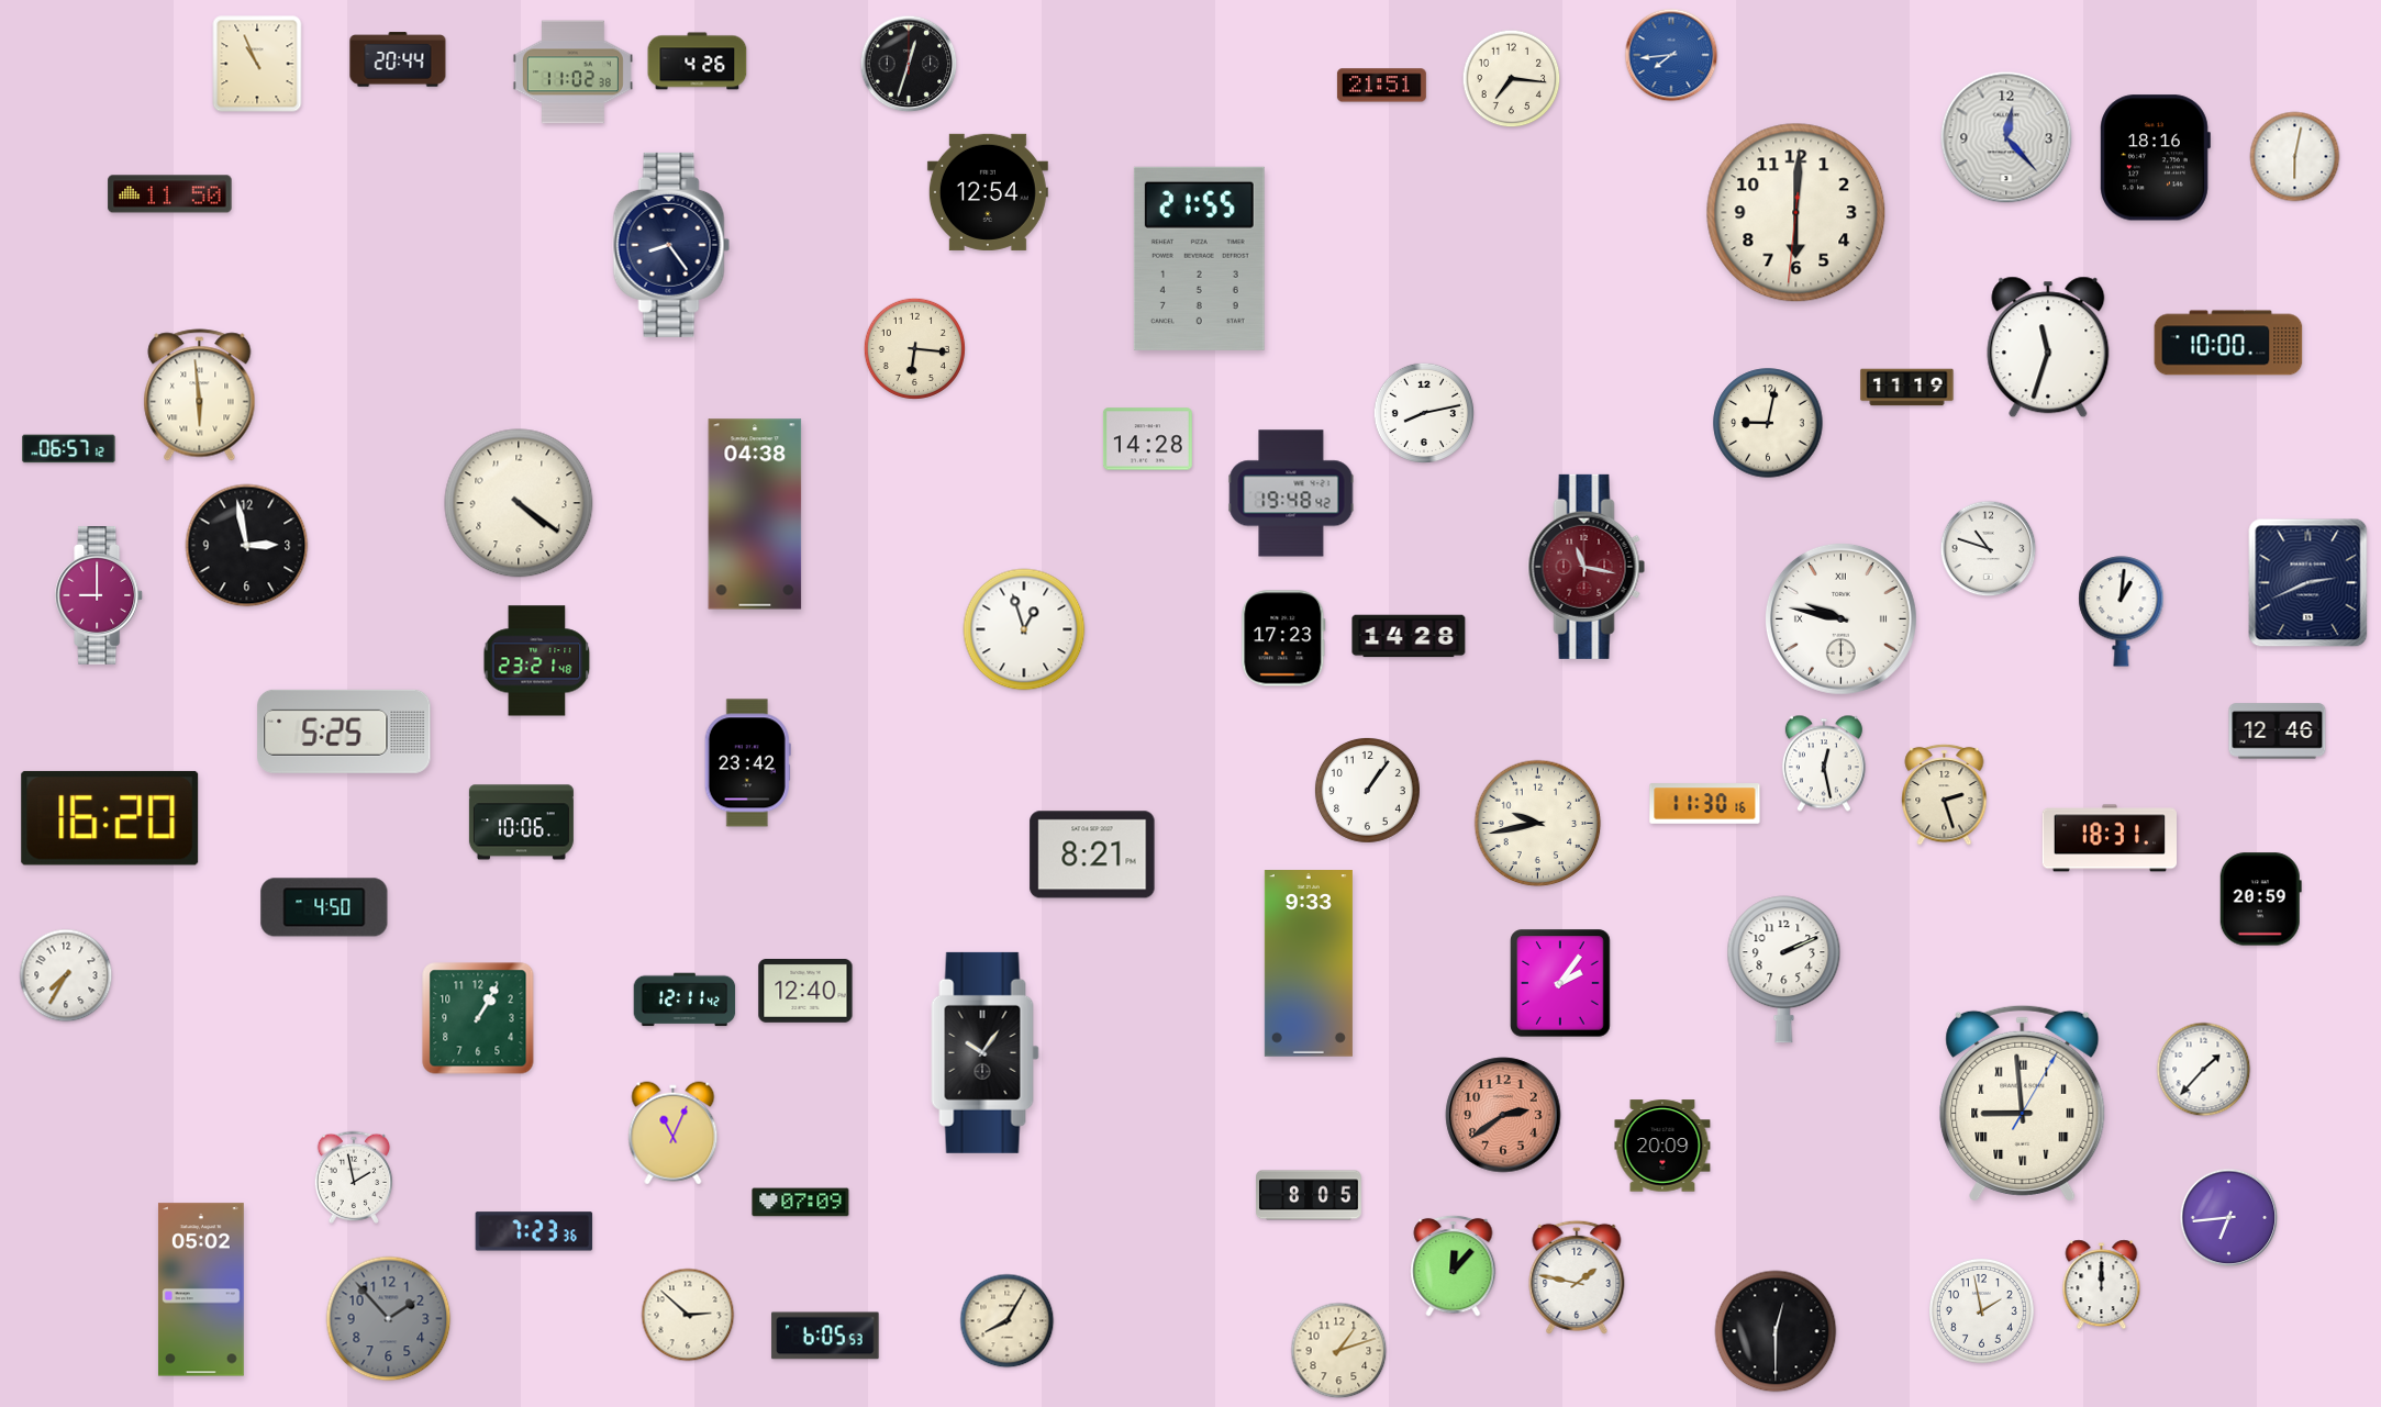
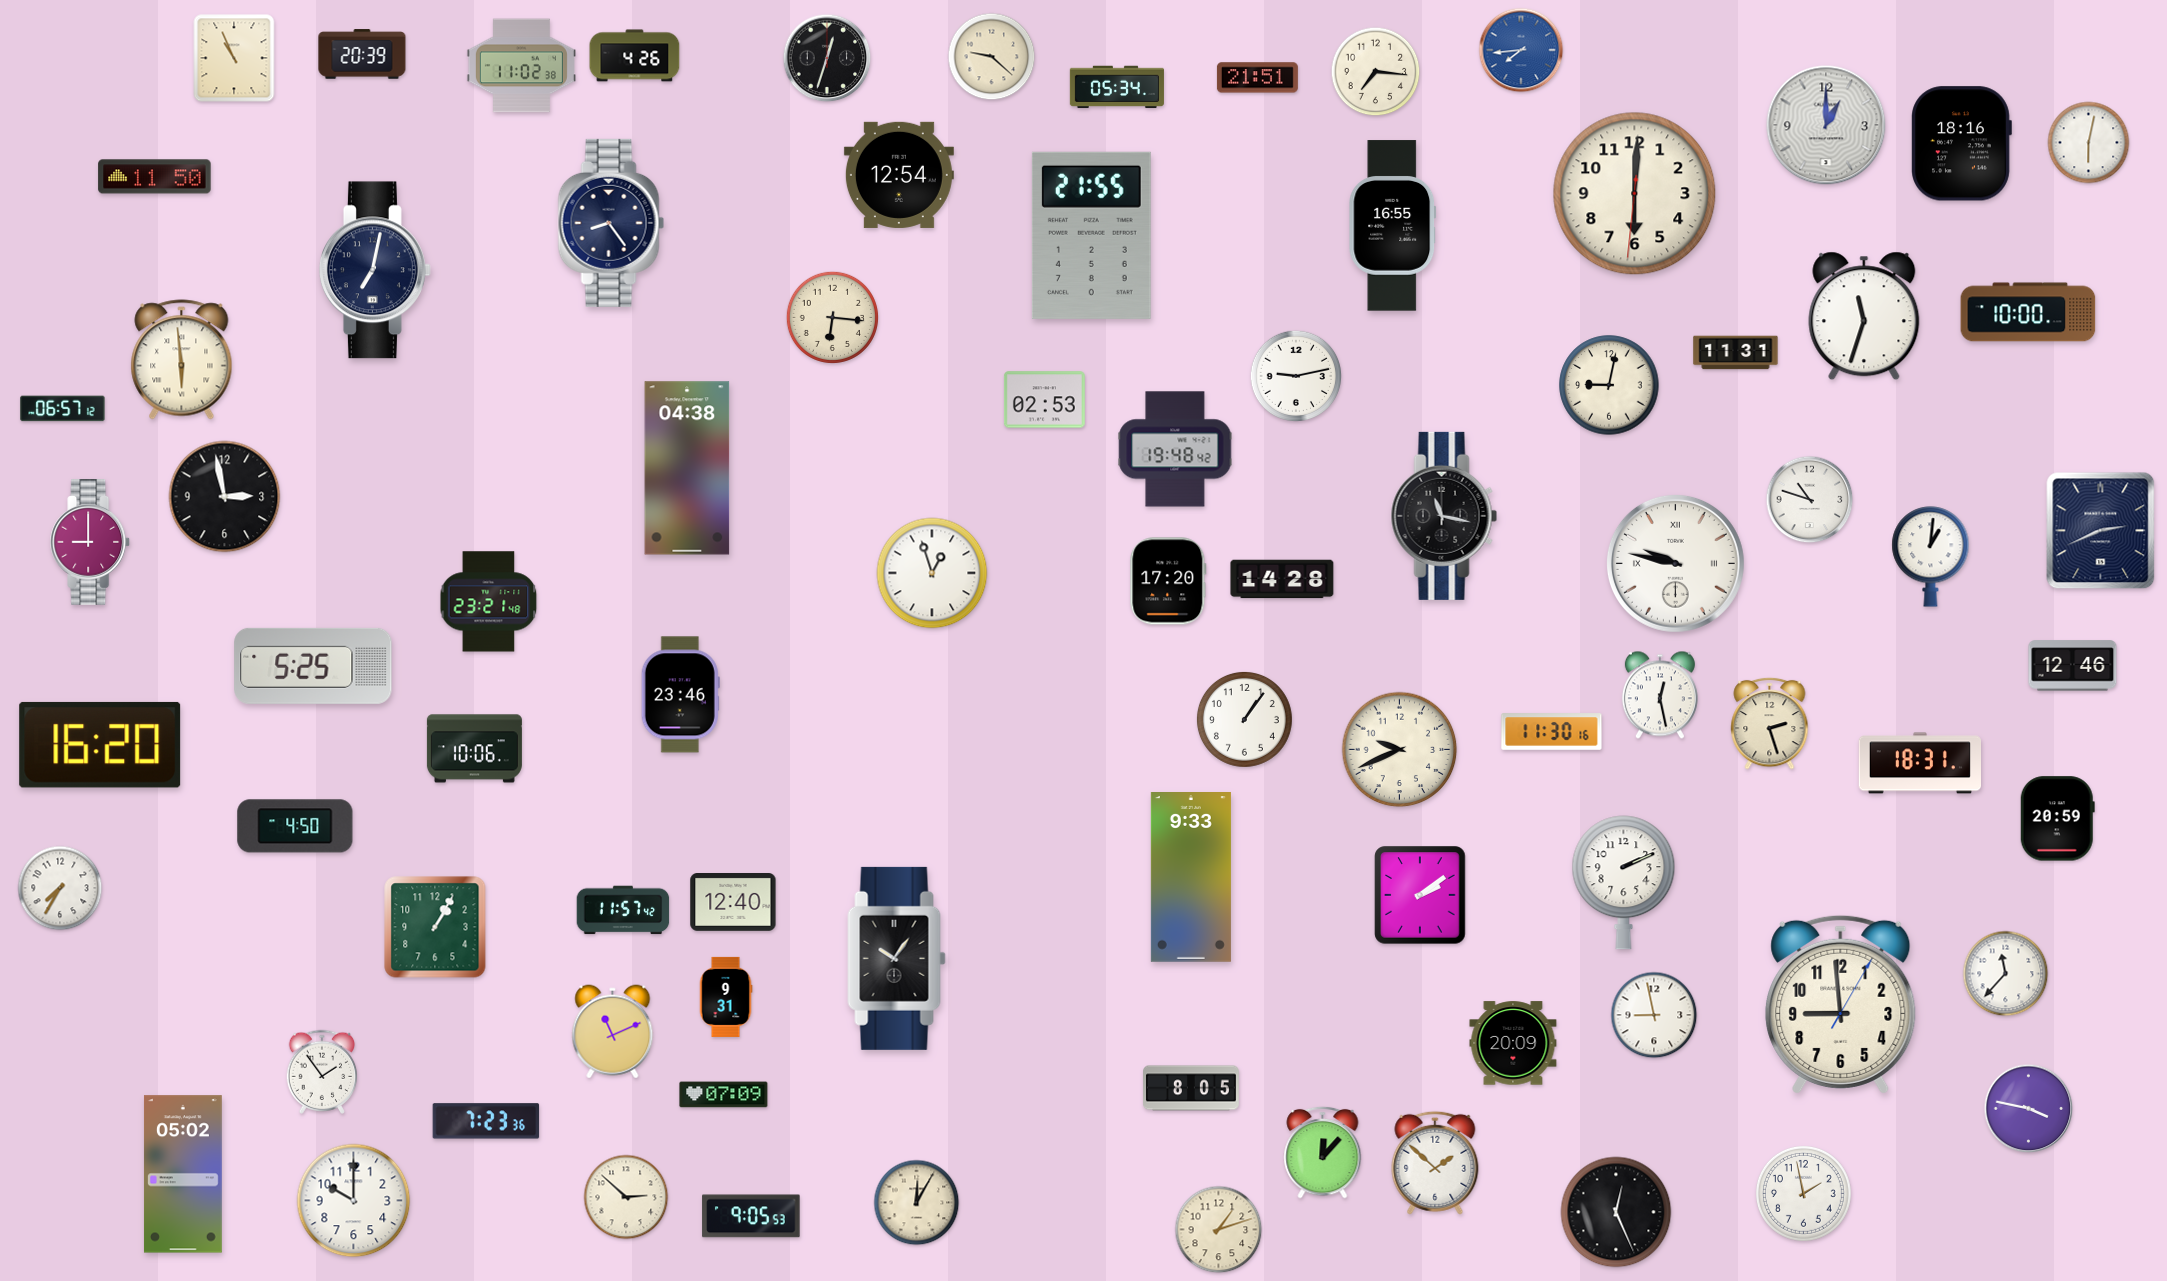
clock at (398, 59): 20:44 -> 20:39
clock at (992, 57): none -> 9:22
clock at (1117, 87): none -> 05:34
clock at (2006, 137): 12:23 -> 1:00
clock at (1393, 226): none -> 16:55
clock at (376, 270): none -> 7:02
clock at (1907, 388): 11:19 -> 11:31
clock at (1423, 412): 8:13 -> 9:13
clock at (1147, 439): 14:28 -> 02:53
clock at (519, 503): 4:21 -> none
clock at (1587, 567) dial: burgundy -> black
clock at (1283, 638): 17:23 -> 17:20
clock at (747, 763): 23:42 -> 23:46
clock at (1538, 824): 9:43 -> 9:41
clock at (1092, 855): 8:21 -> none
clock at (1560, 983): 2:06 -> 2:09
clock at (685, 1000): 12:11 -> 11:57
clock at (2204, 1070): 1:37 -> 11:37
clock at (726, 997): none -> 9:31
clock at (2023, 1103) numerals: Roman -> Arabic
clock at (1503, 1115): 2:39 -> none
clock at (1654, 1015): none -> 8:58
clock at (674, 1134): 11:04 -> 11:11
clock at (354, 1176): 1:58 -> 1:54
clock at (801, 1203) position: (801, 1203) -> (724, 1095)
clock at (2229, 1218): 6:44 -> 3:47
clock at (1577, 1277): 1:47 -> 1:52
clock at (2102, 1285): 12:00 -> none
clock at (389, 1319): 1:53 -> 10:00
clock at (389, 1319) dial: grey -> white
clock at (1008, 1321): 8:05 -> 12:05
clock at (1776, 1331): 12:30 -> 12:26
clock at (825, 1336): 6:05 -> 9:05
